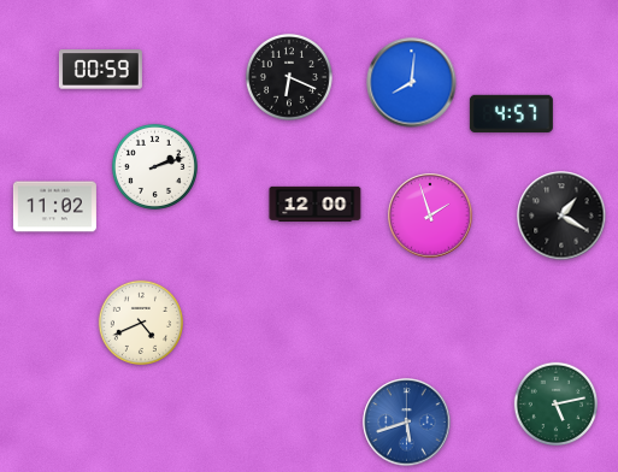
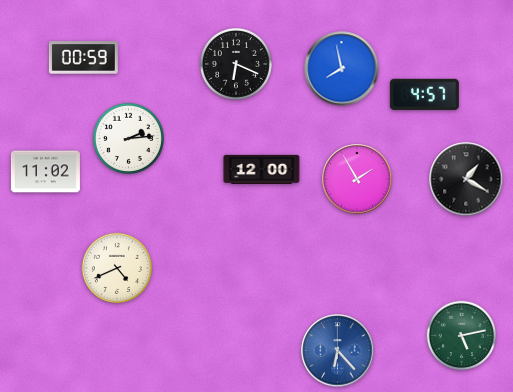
clock at (289, 77) position: (289, 77) -> (236, 64)
clock at (412, 83): 8:01 -> 7:58
clock at (154, 166): 2:12 -> 2:14
clock at (430, 216): 1:57 -> 1:55
clock at (407, 423): 5:42 -> 6:23
